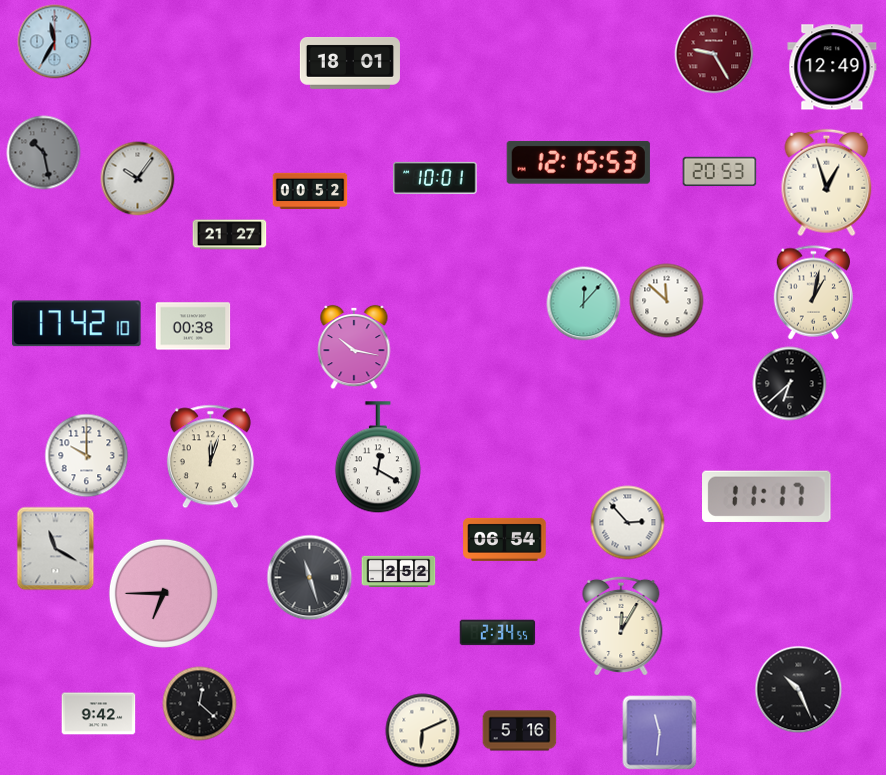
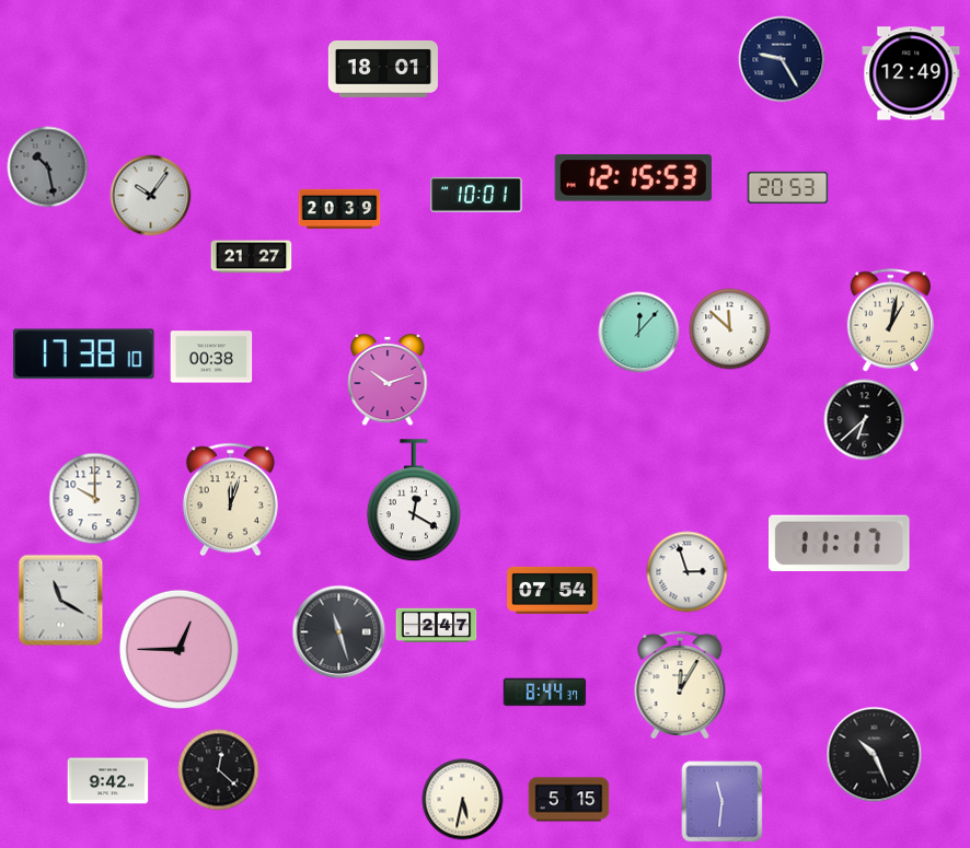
clock at (55, 42): 11:35 -> none
clock at (714, 54) dial: burgundy -> navy
clock at (827, 183): 12:57 -> none
clock at (310, 191): 00:52 -> 20:39
clock at (77, 324): 17:42 -> 17:38
clock at (354, 347): 10:17 -> 10:12
clock at (628, 523): 2:53 -> 2:57
clock at (505, 539): 06:54 -> 07:54
clock at (399, 572): 2:52 -> 2:47
clock at (163, 593): 6:45 -> 12:45
clock at (498, 633): 2:34 -> 8:44
clock at (423, 731): 6:11 -> 5:32
clock at (520, 731): 5:16 -> 5:15
